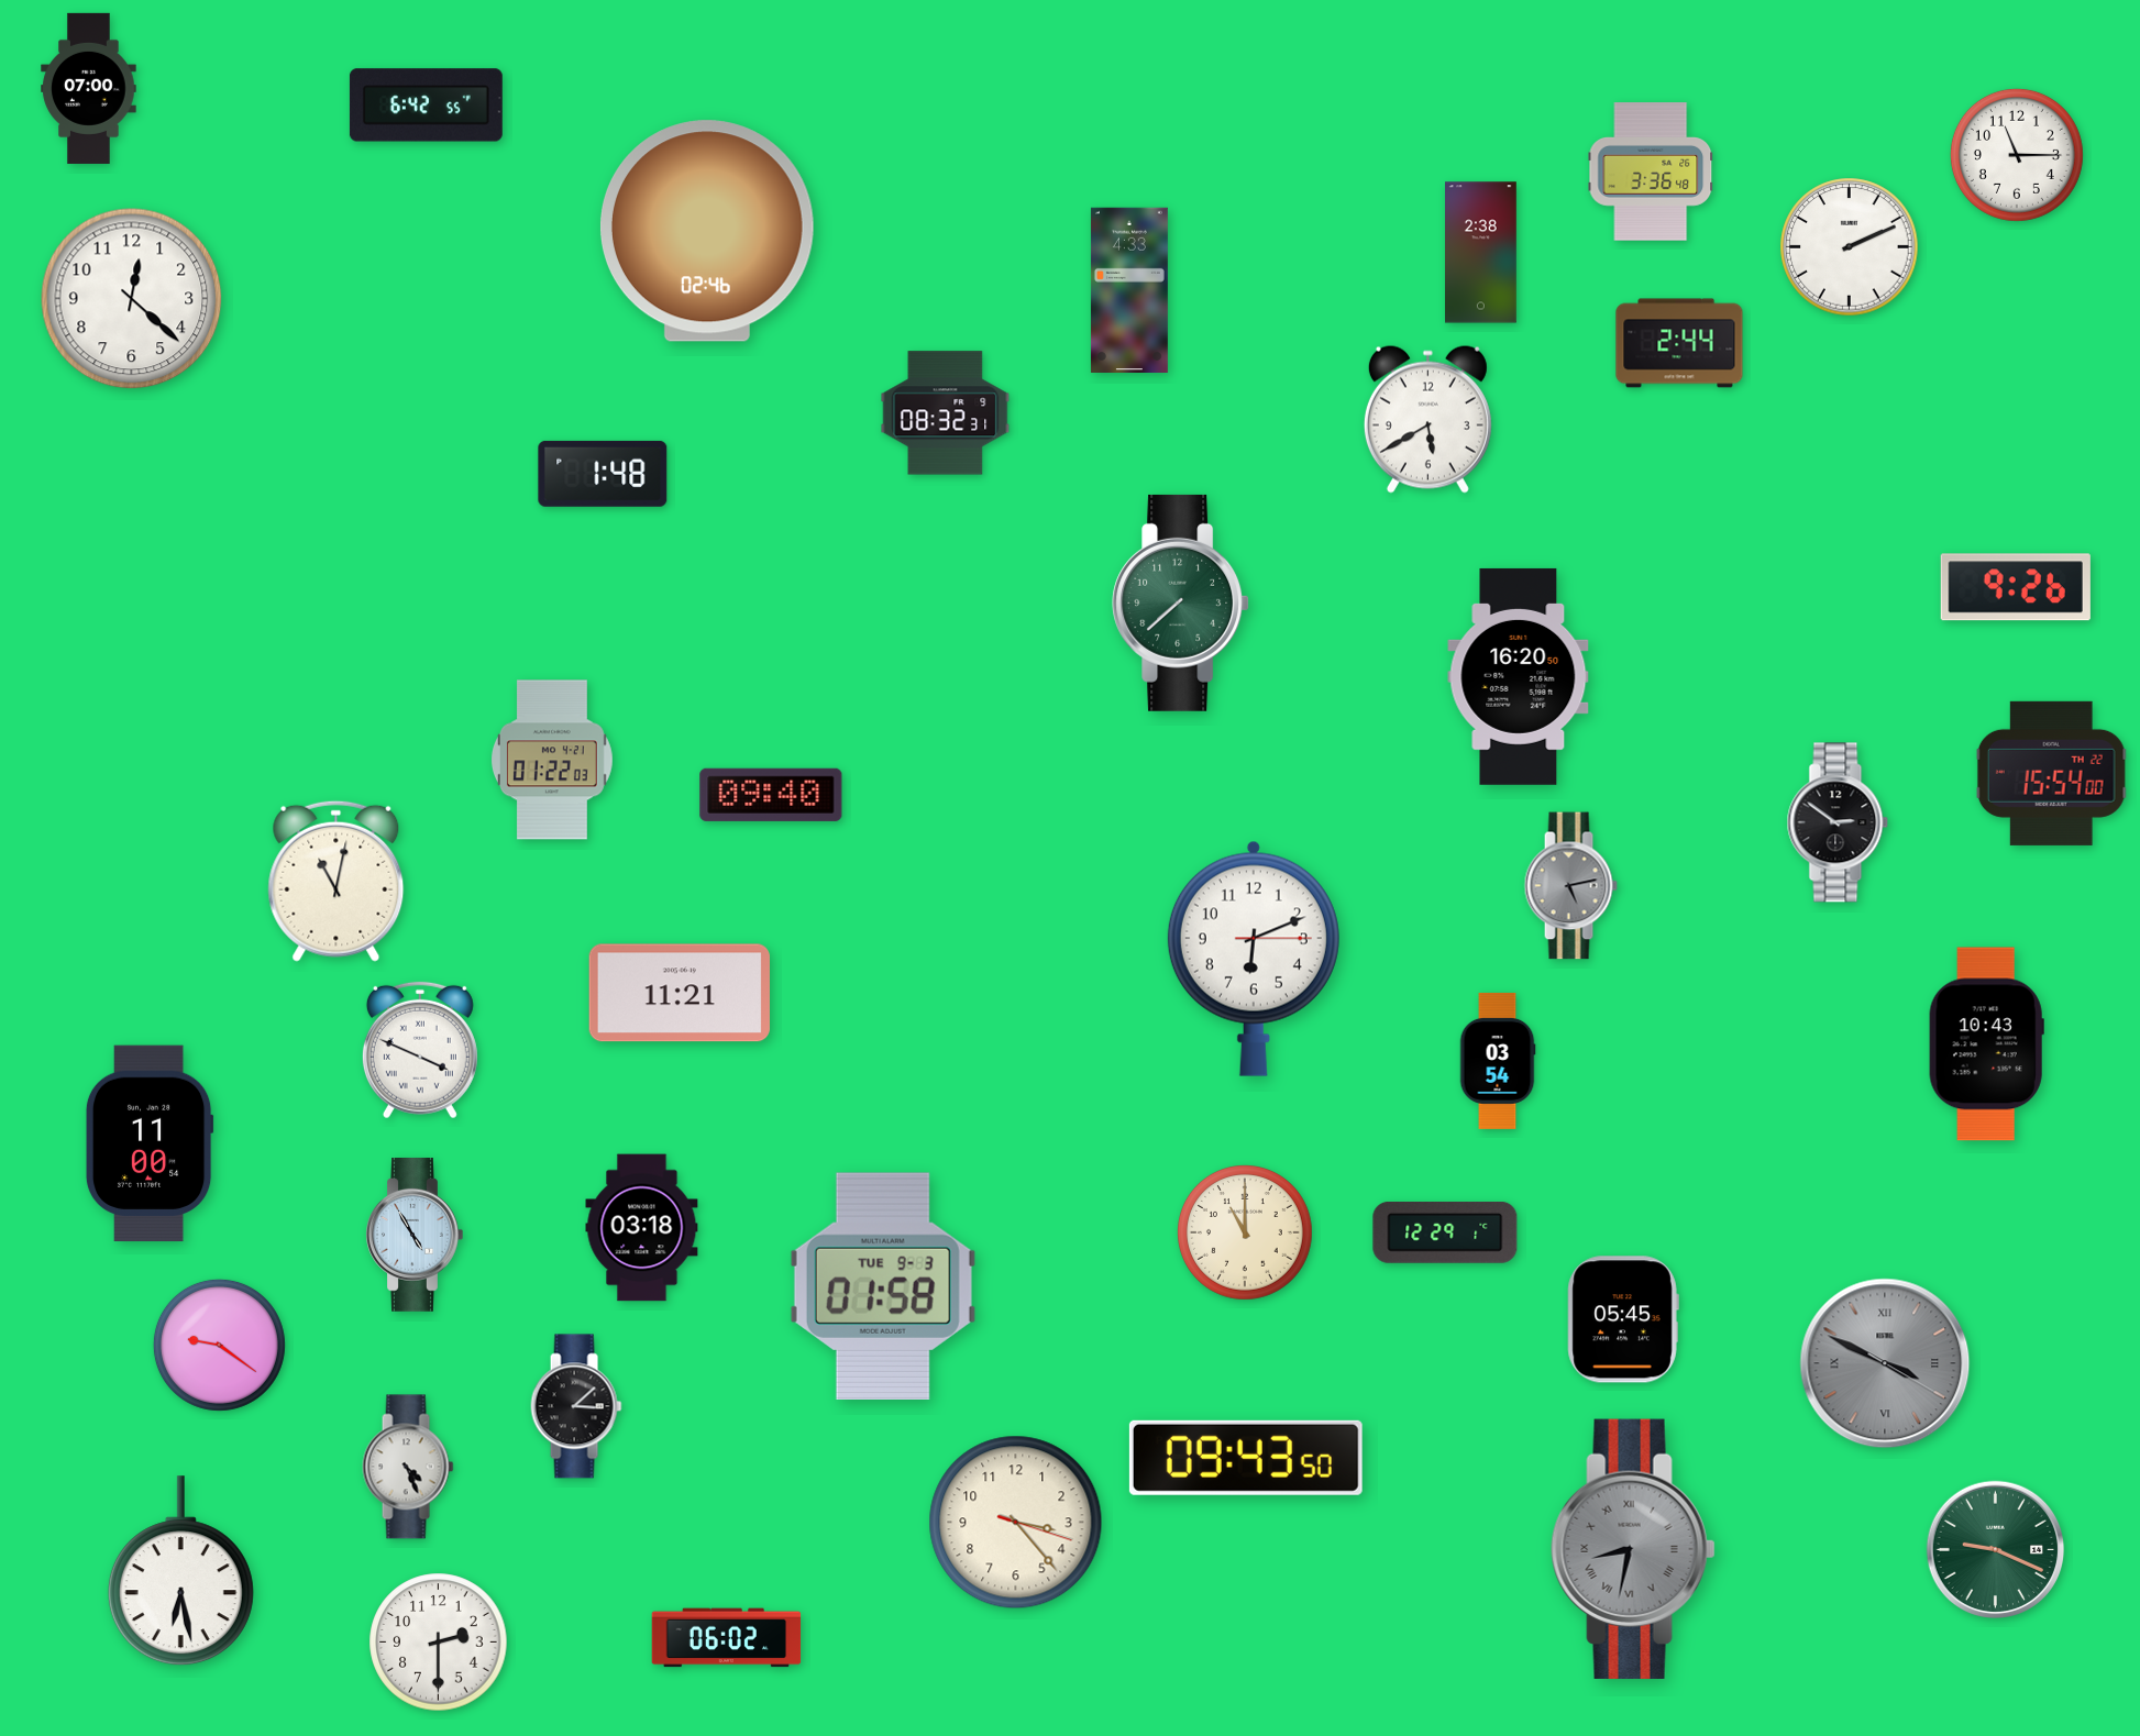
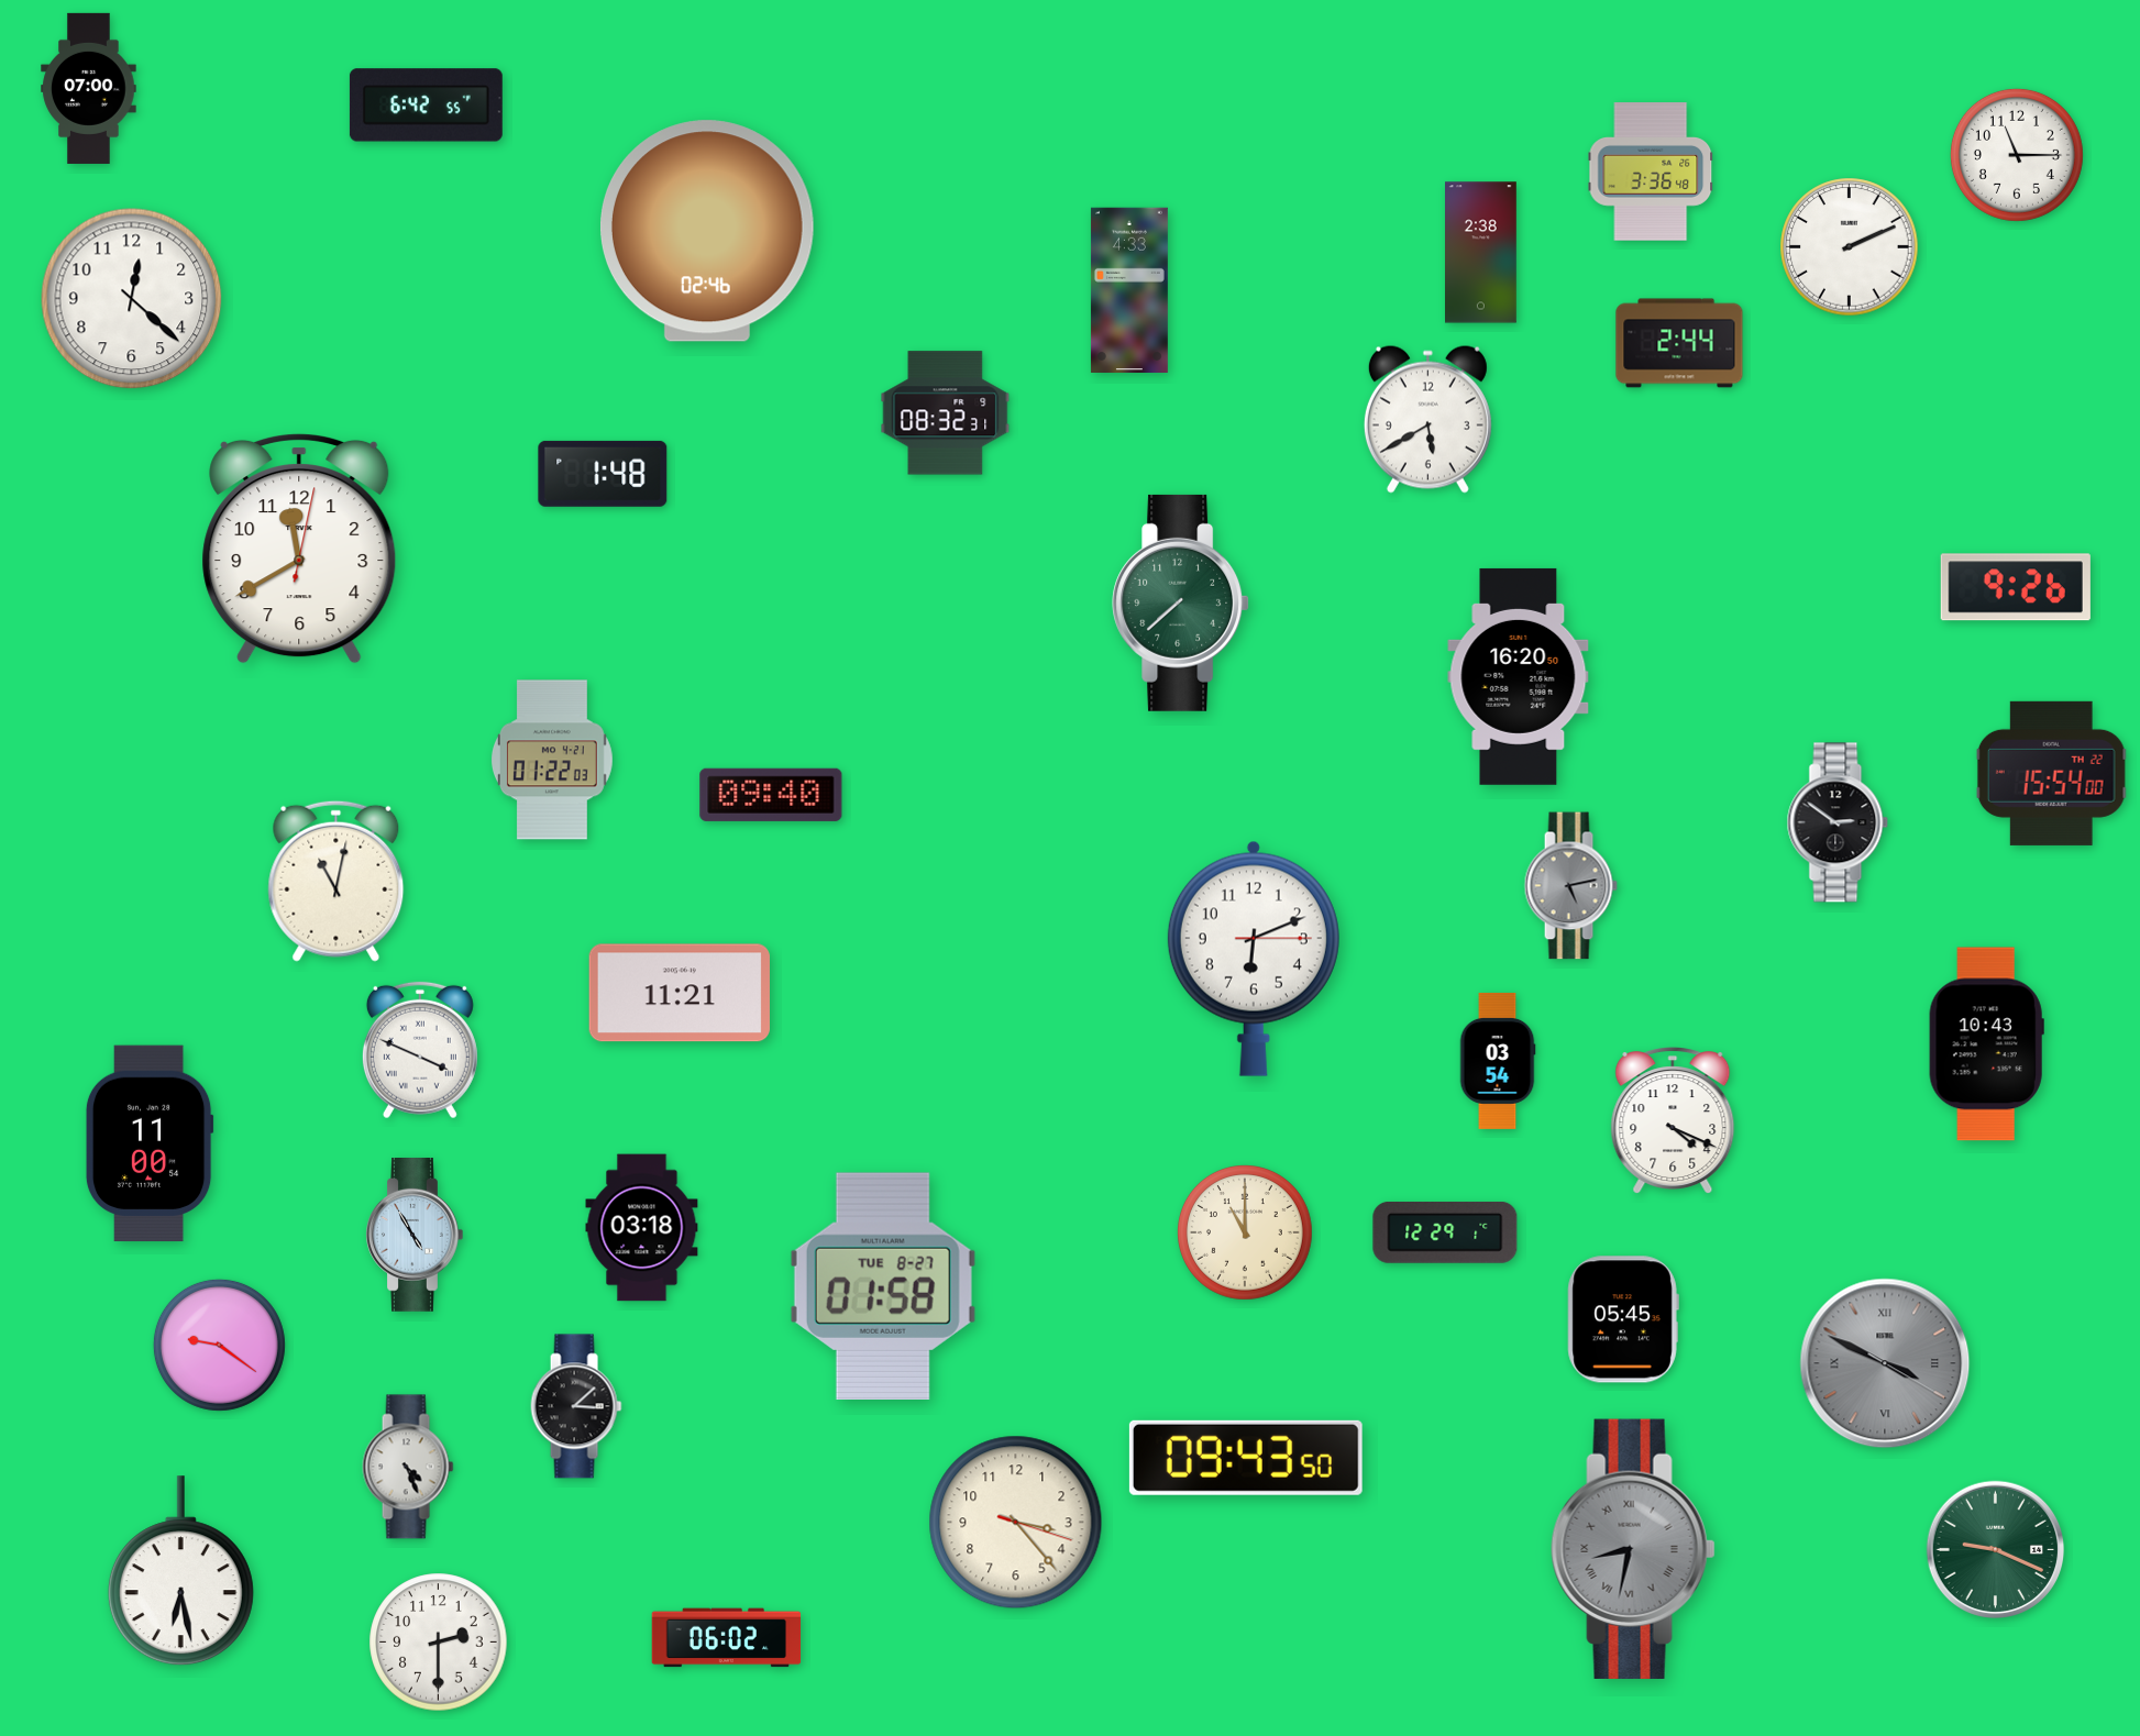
clock at (299, 549): none -> 11:40
clock at (1673, 1121): none -> 4:19
clock at (883, 1286) date: TUE 9-3 -> TUE 8-27
